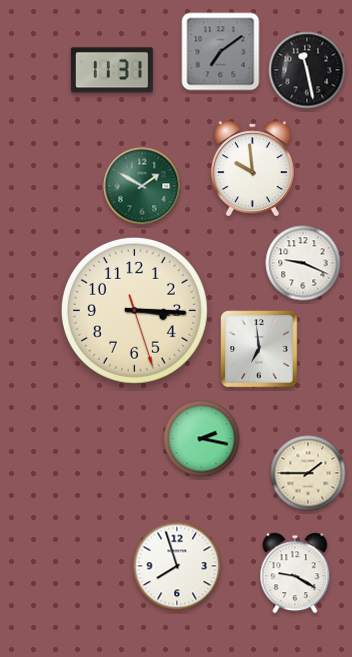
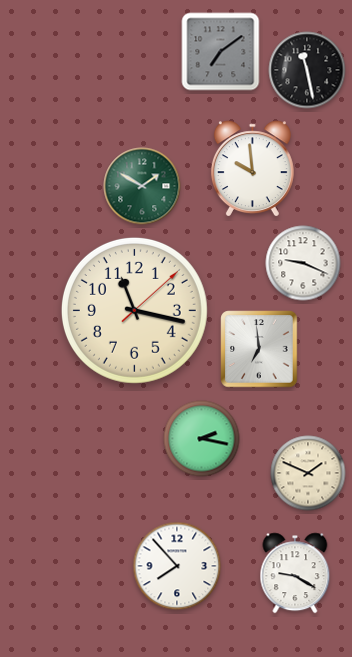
clock at (112, 70): 11:31 -> none
clock at (134, 310): 3:15 -> 11:17
clock at (308, 473): 1:45 -> 1:49
clock at (177, 566): 7:57 -> 7:53
